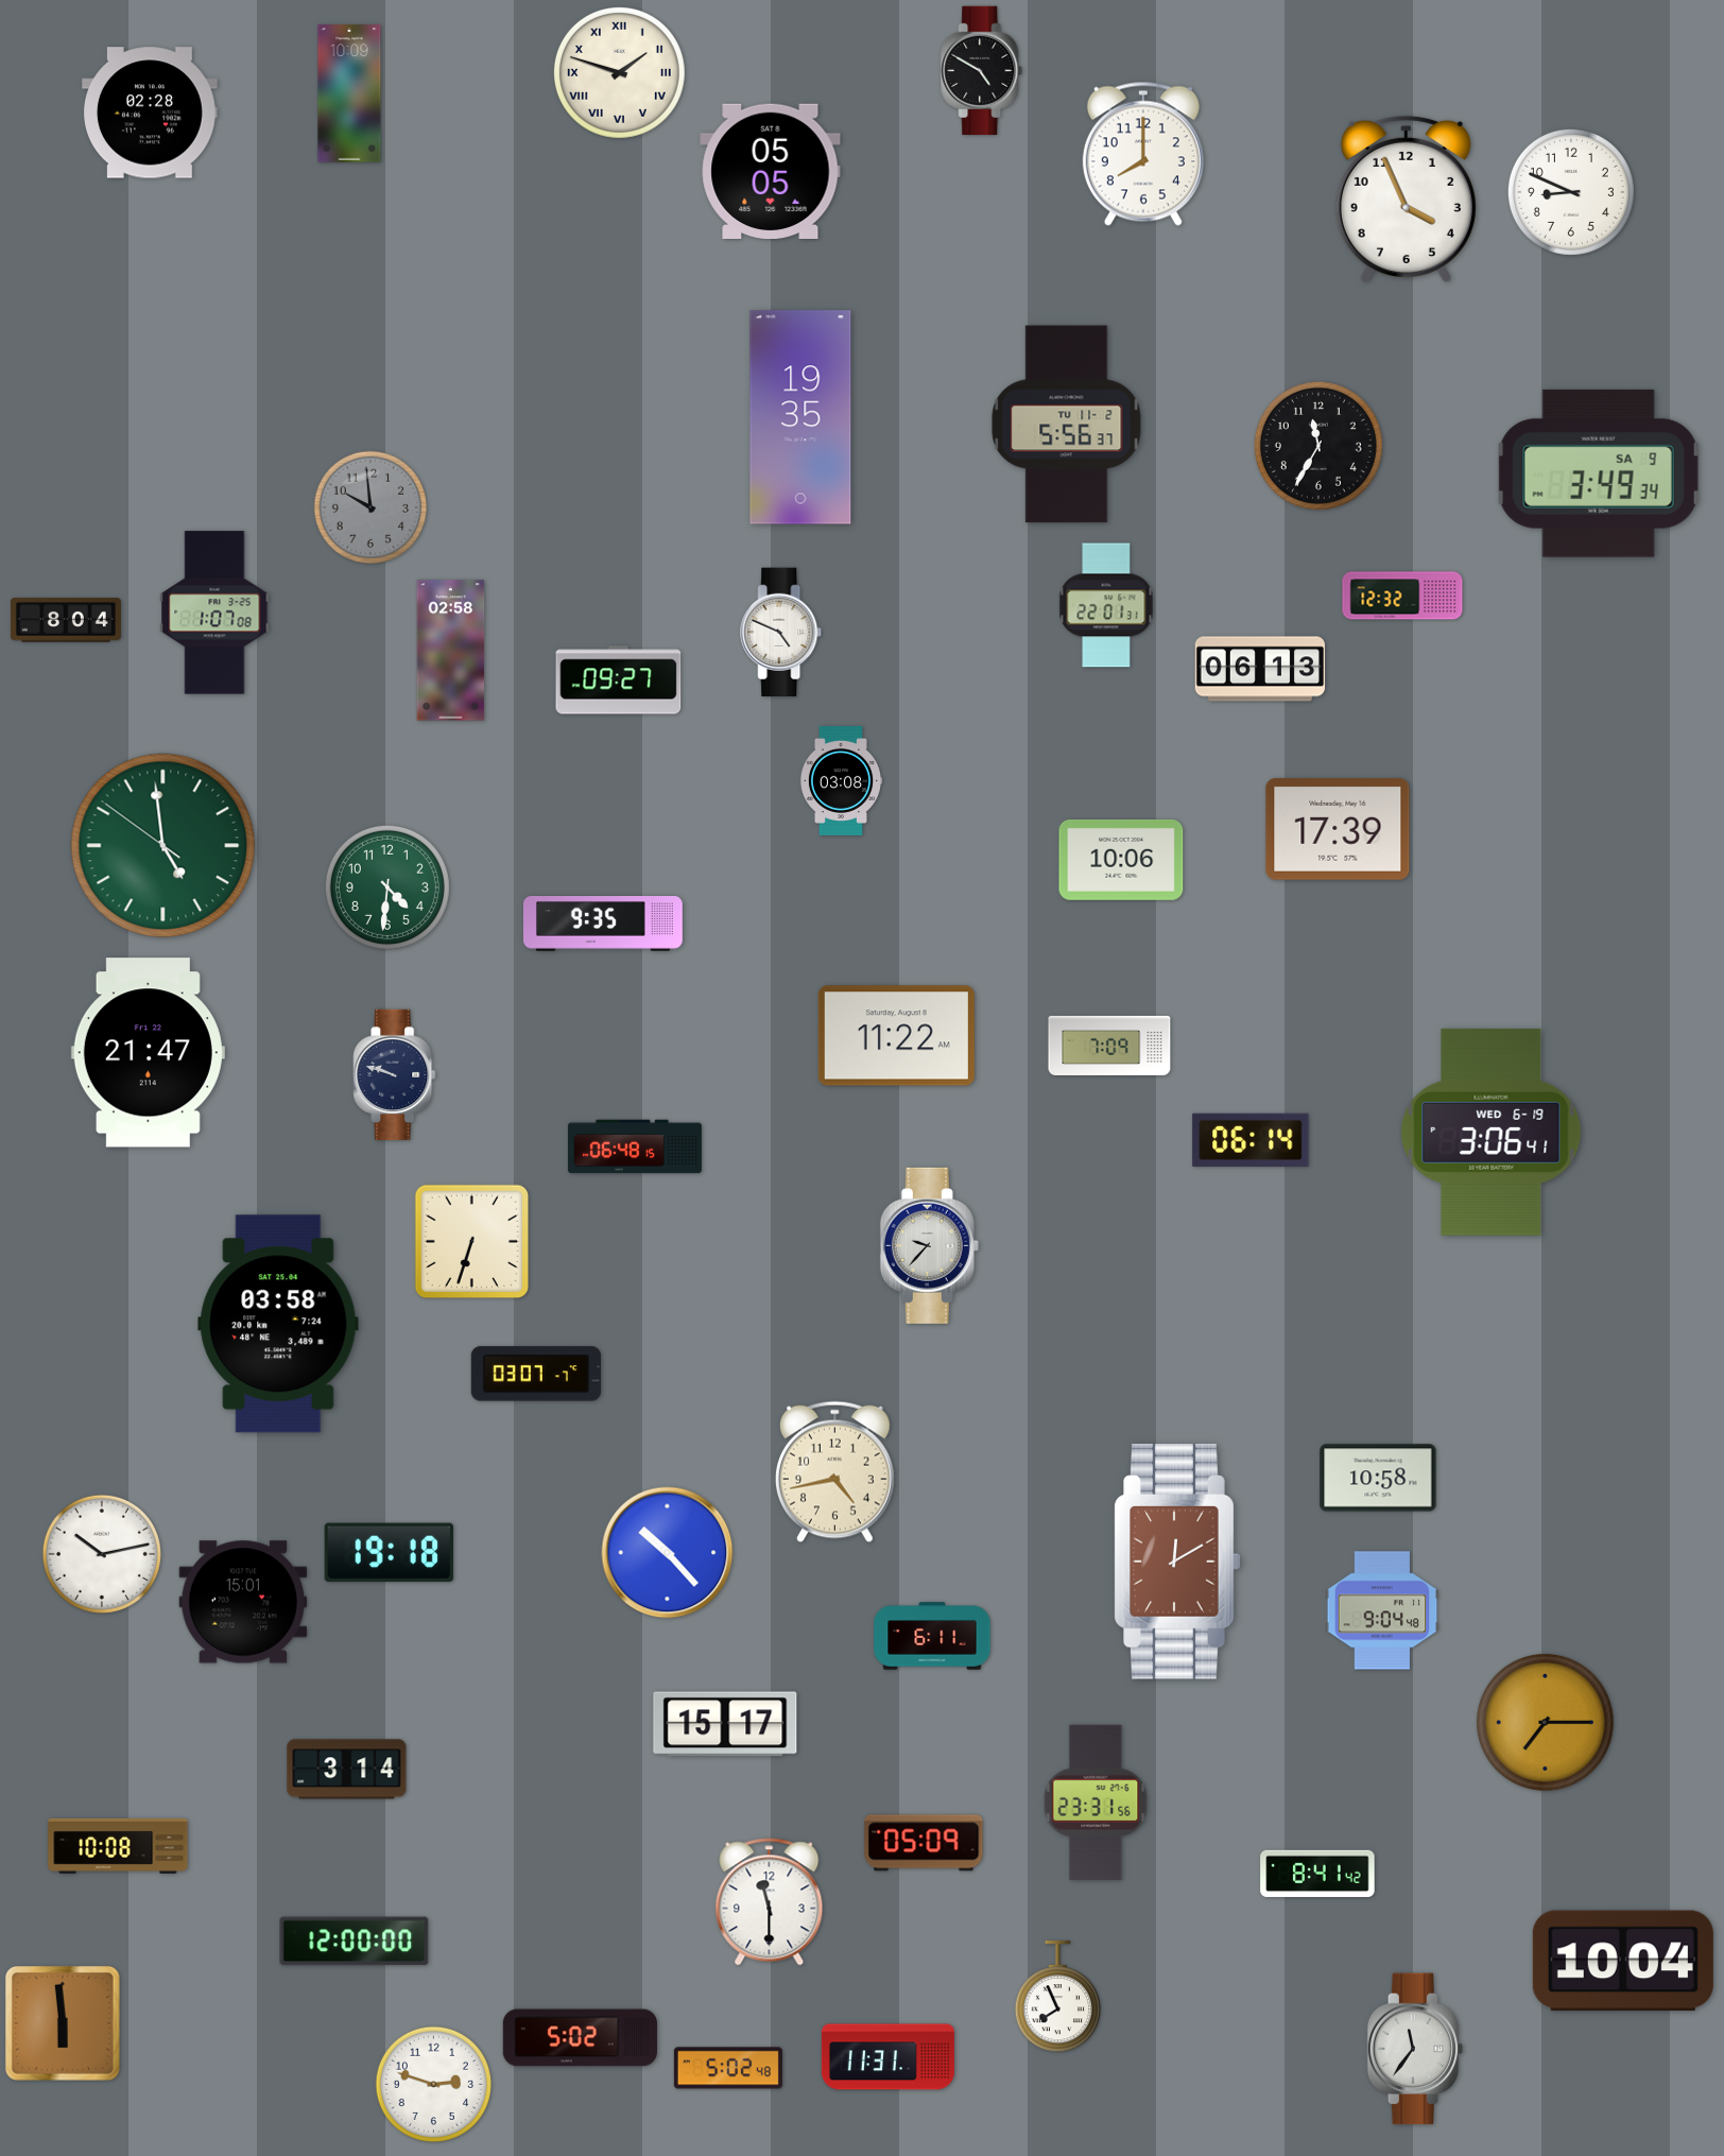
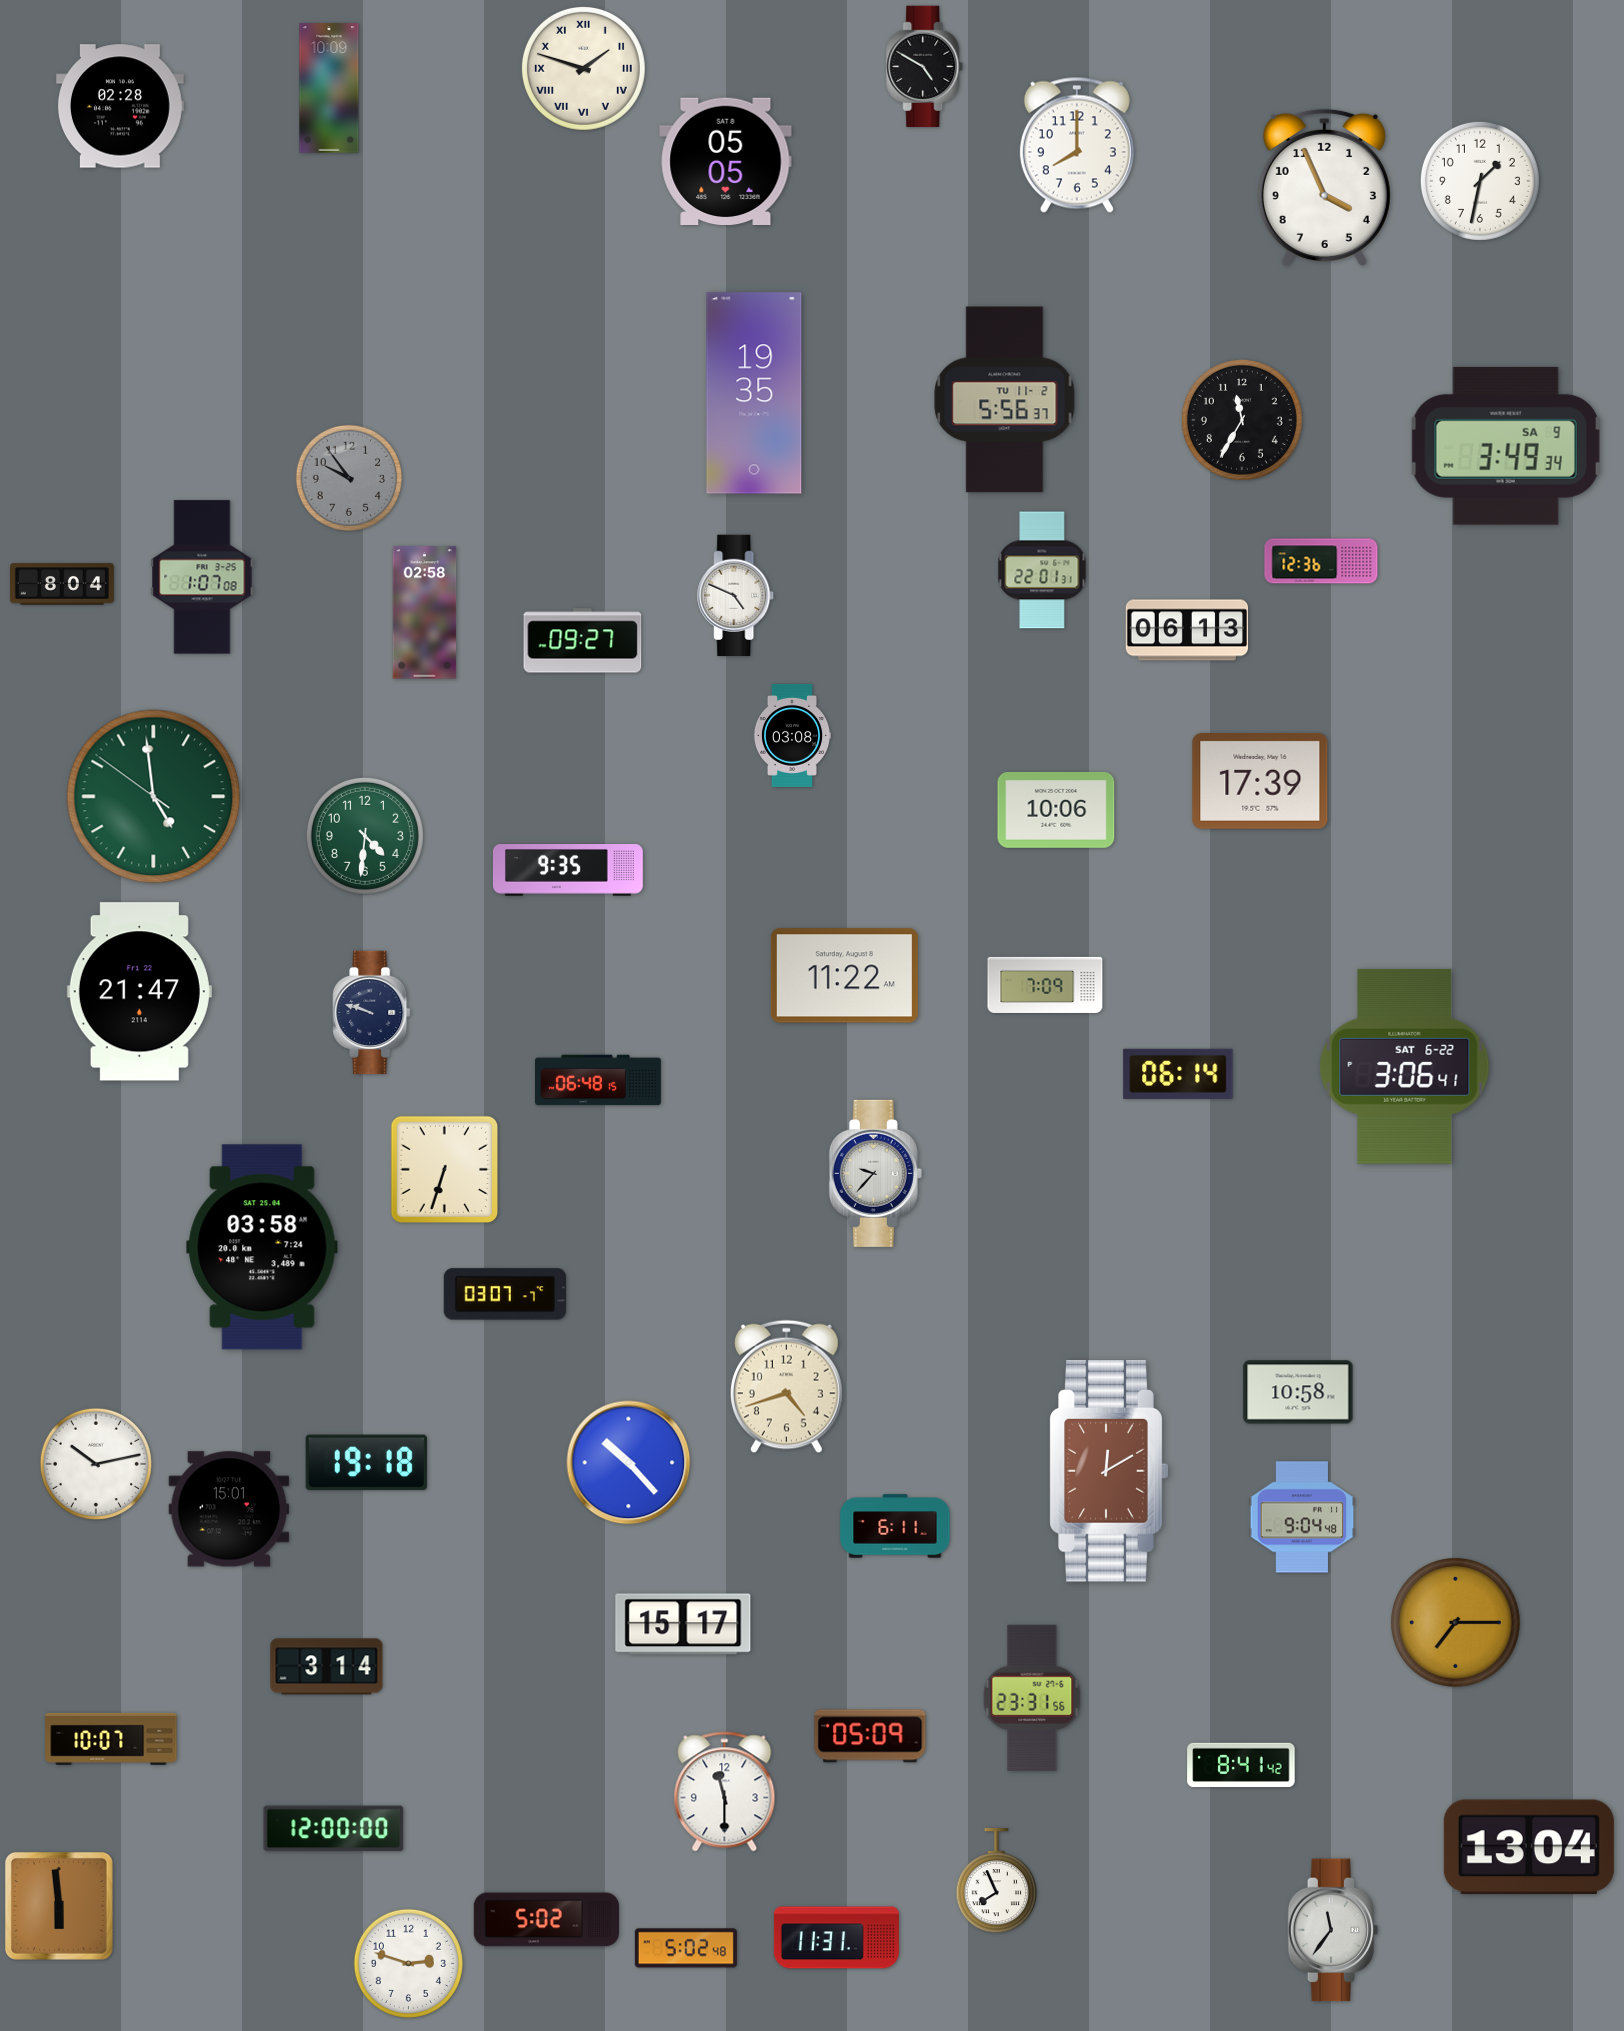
clock at (150, 113) position: (150, 113) -> (120, 106)
clock at (1571, 192): 8:49 -> 1:32
clock at (370, 507): 9:59 -> 9:54
clock at (1402, 596): 12:32 -> 12:36
clock at (1492, 1132) date: WED 6-19 -> SAT 6-22
clock at (834, 1472): 4:43 -> 4:42
clock at (932, 1636) position: (932, 1636) -> (895, 1526)
clock at (118, 1846): 10:08 -> 10:07
clock at (1623, 1961): 10:04 -> 13:04
